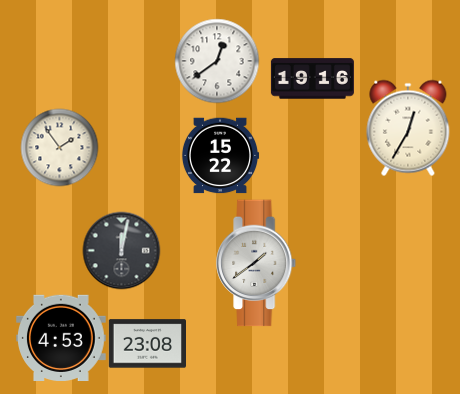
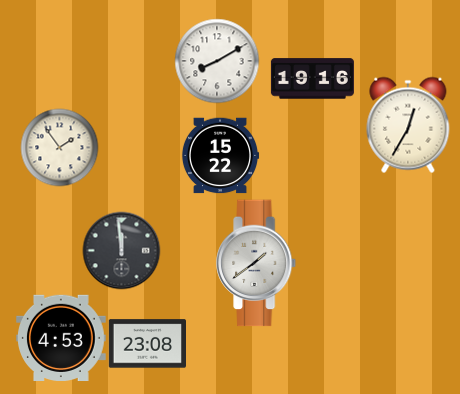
clock at (217, 61): 12:39 -> 8:10
clock at (408, 128) position: (408, 128) -> (408, 125)
clock at (121, 250): 12:02 -> 11:59
